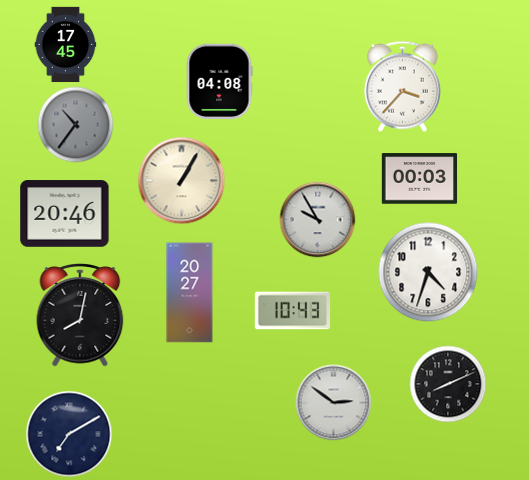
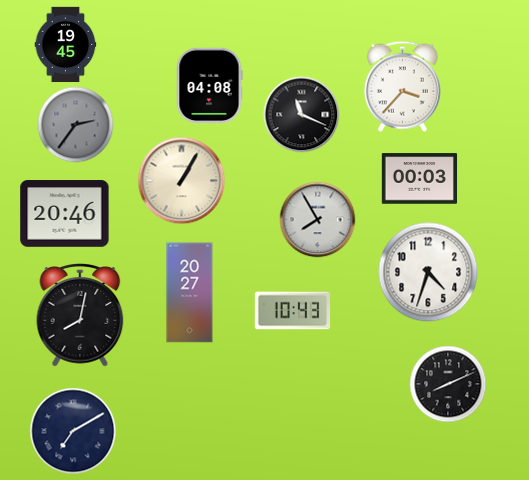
clock at (66, 45): 17:45 -> 19:45
clock at (219, 82) position: (219, 82) -> (209, 86)
clock at (302, 115): none -> 11:19
clock at (76, 125): 10:36 -> 2:36
clock at (318, 220): 9:55 -> 7:55
clock at (334, 403): 2:51 -> none
clock at (69, 434) position: (69, 434) -> (73, 431)
